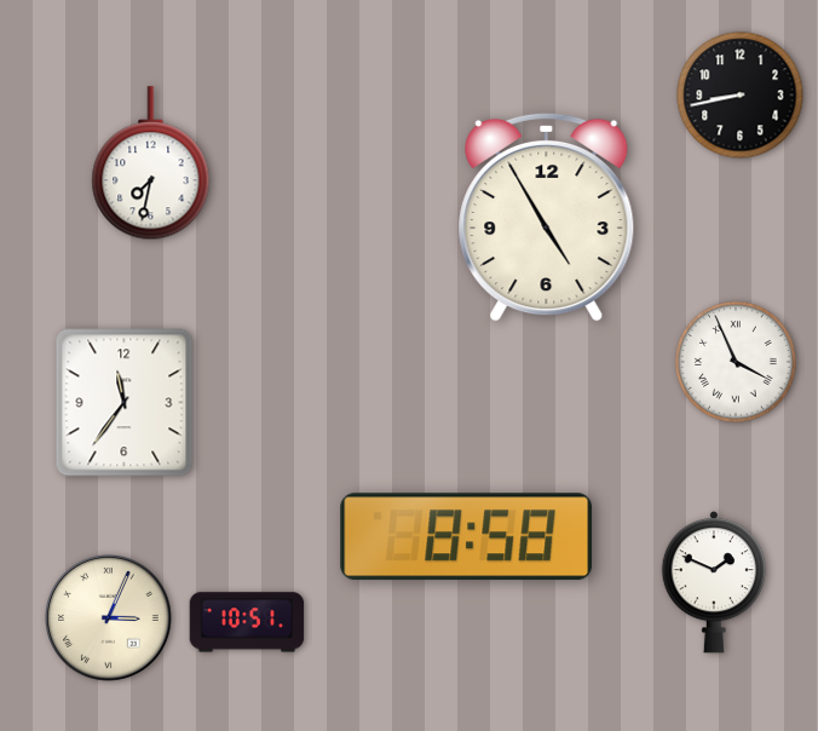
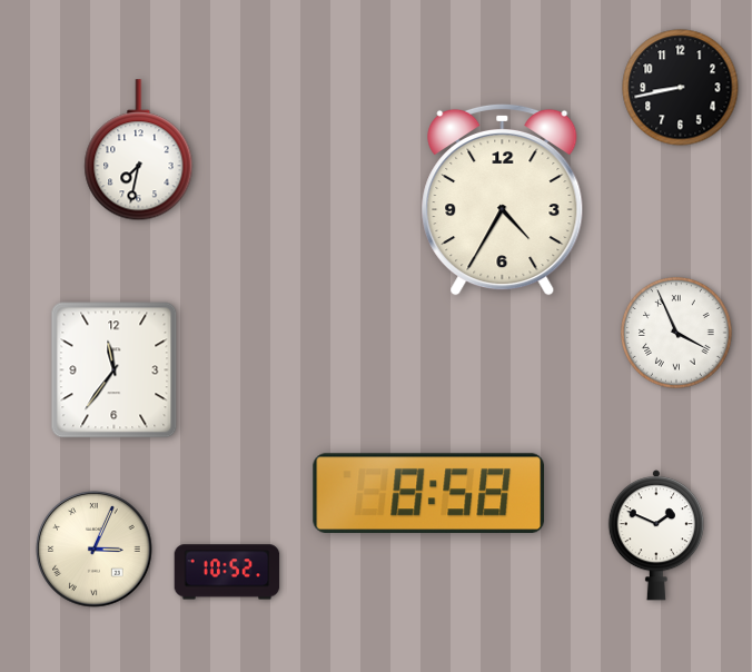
clock at (547, 217): 4:55 -> 4:35
clock at (109, 618) position: (109, 618) -> (95, 550)
clock at (247, 622): 10:51 -> 10:52
